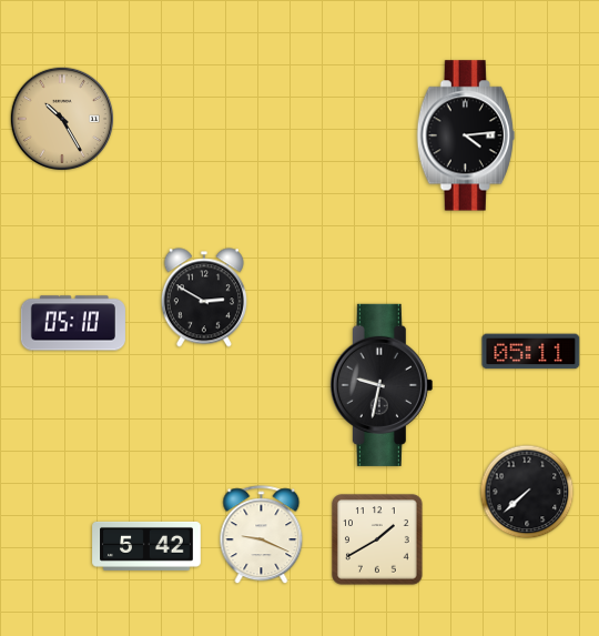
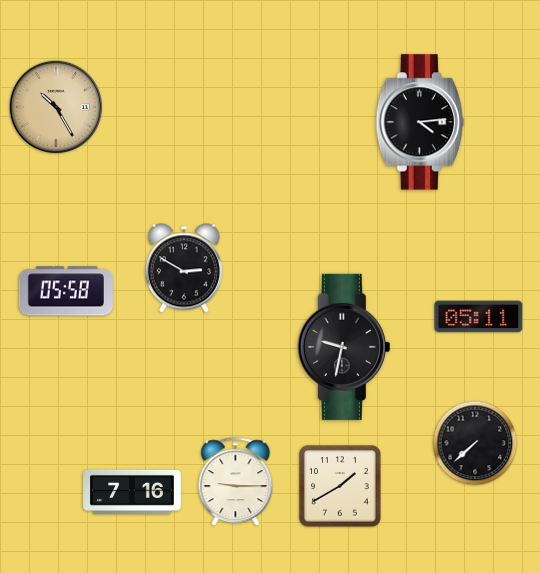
clock at (73, 323): 05:10 -> 05:58
clock at (262, 535): 9:19 -> 9:15
clock at (146, 546): 5:42 -> 7:16
